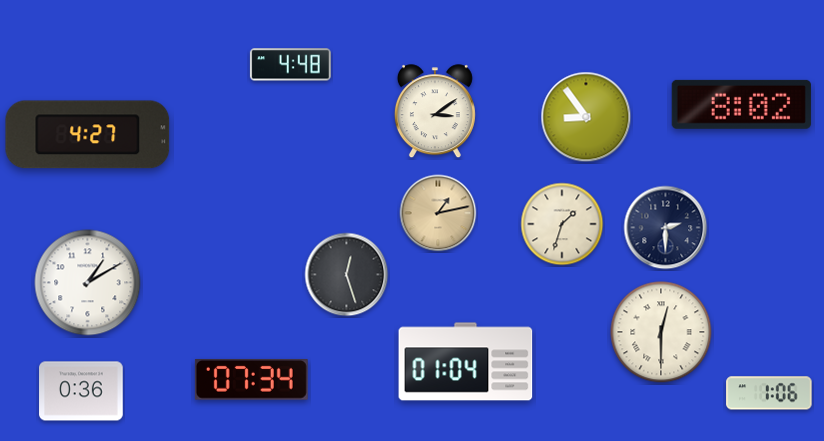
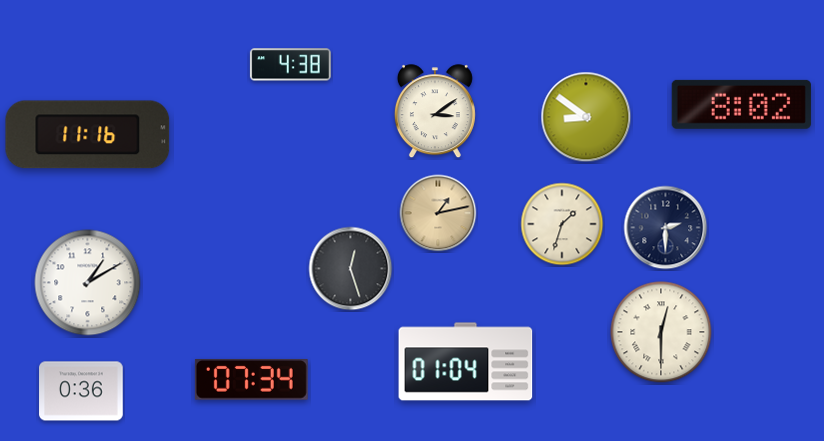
clock at (290, 65): 4:48 -> 4:38
clock at (586, 117): 8:54 -> 8:51
clock at (88, 135): 4:27 -> 11:16
clock at (347, 275) position: (347, 275) -> (351, 269)
clock at (769, 393): 1:06 -> none
